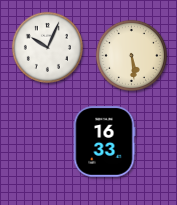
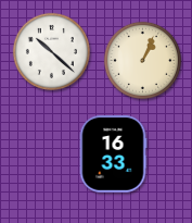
clock at (47, 47): 10:04 -> 10:22
clock at (131, 55): 5:29 -> 1:04
